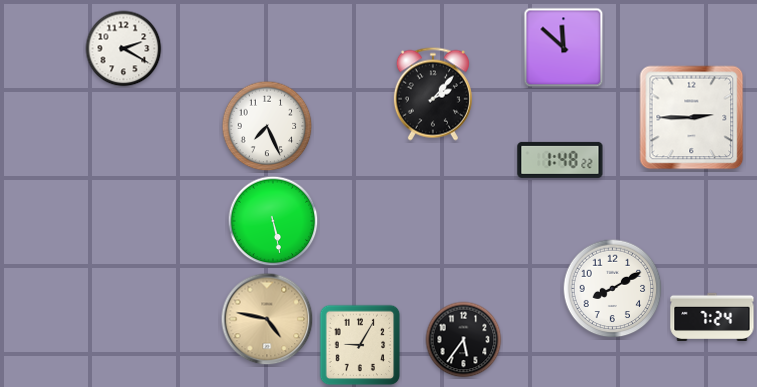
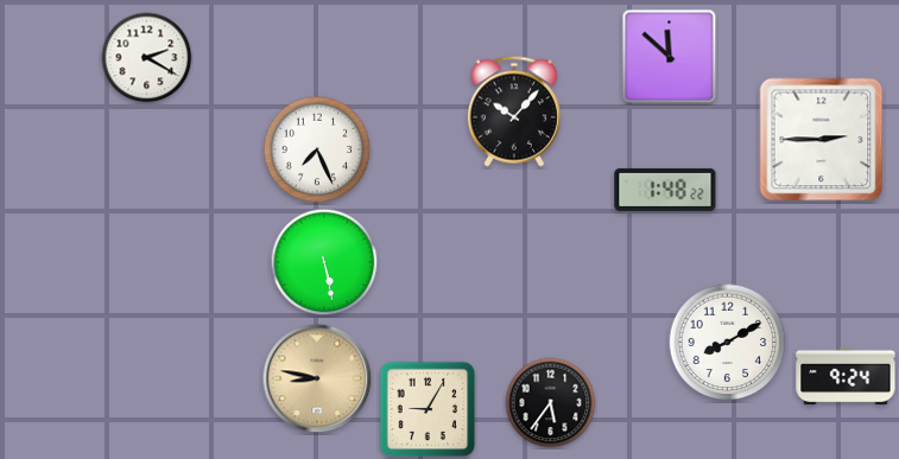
clock at (433, 94): 2:07 -> 10:07
clock at (712, 316): 7:24 -> 9:24
clock at (267, 319): 4:47 -> 8:47
